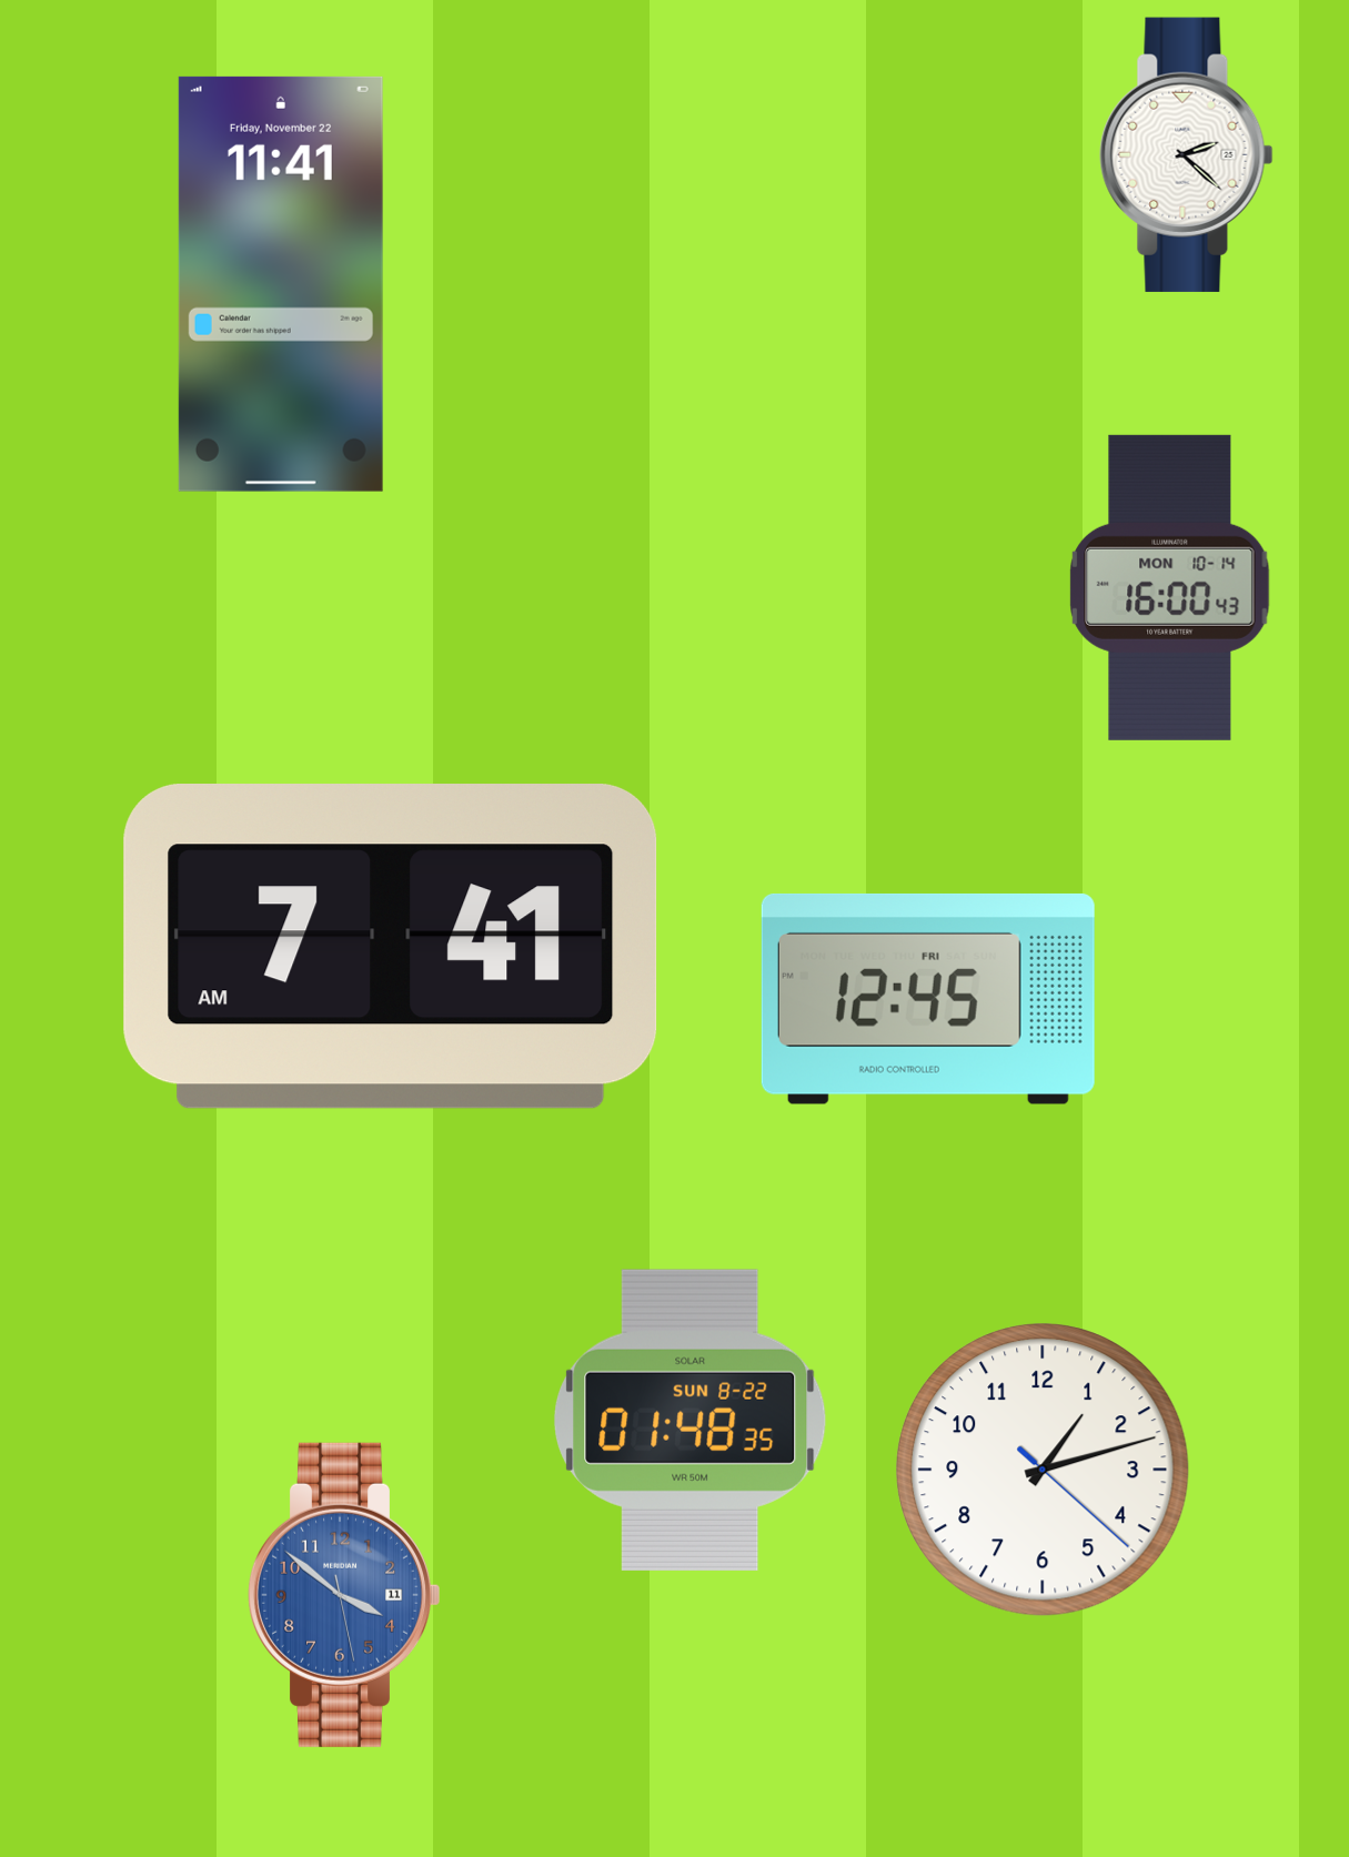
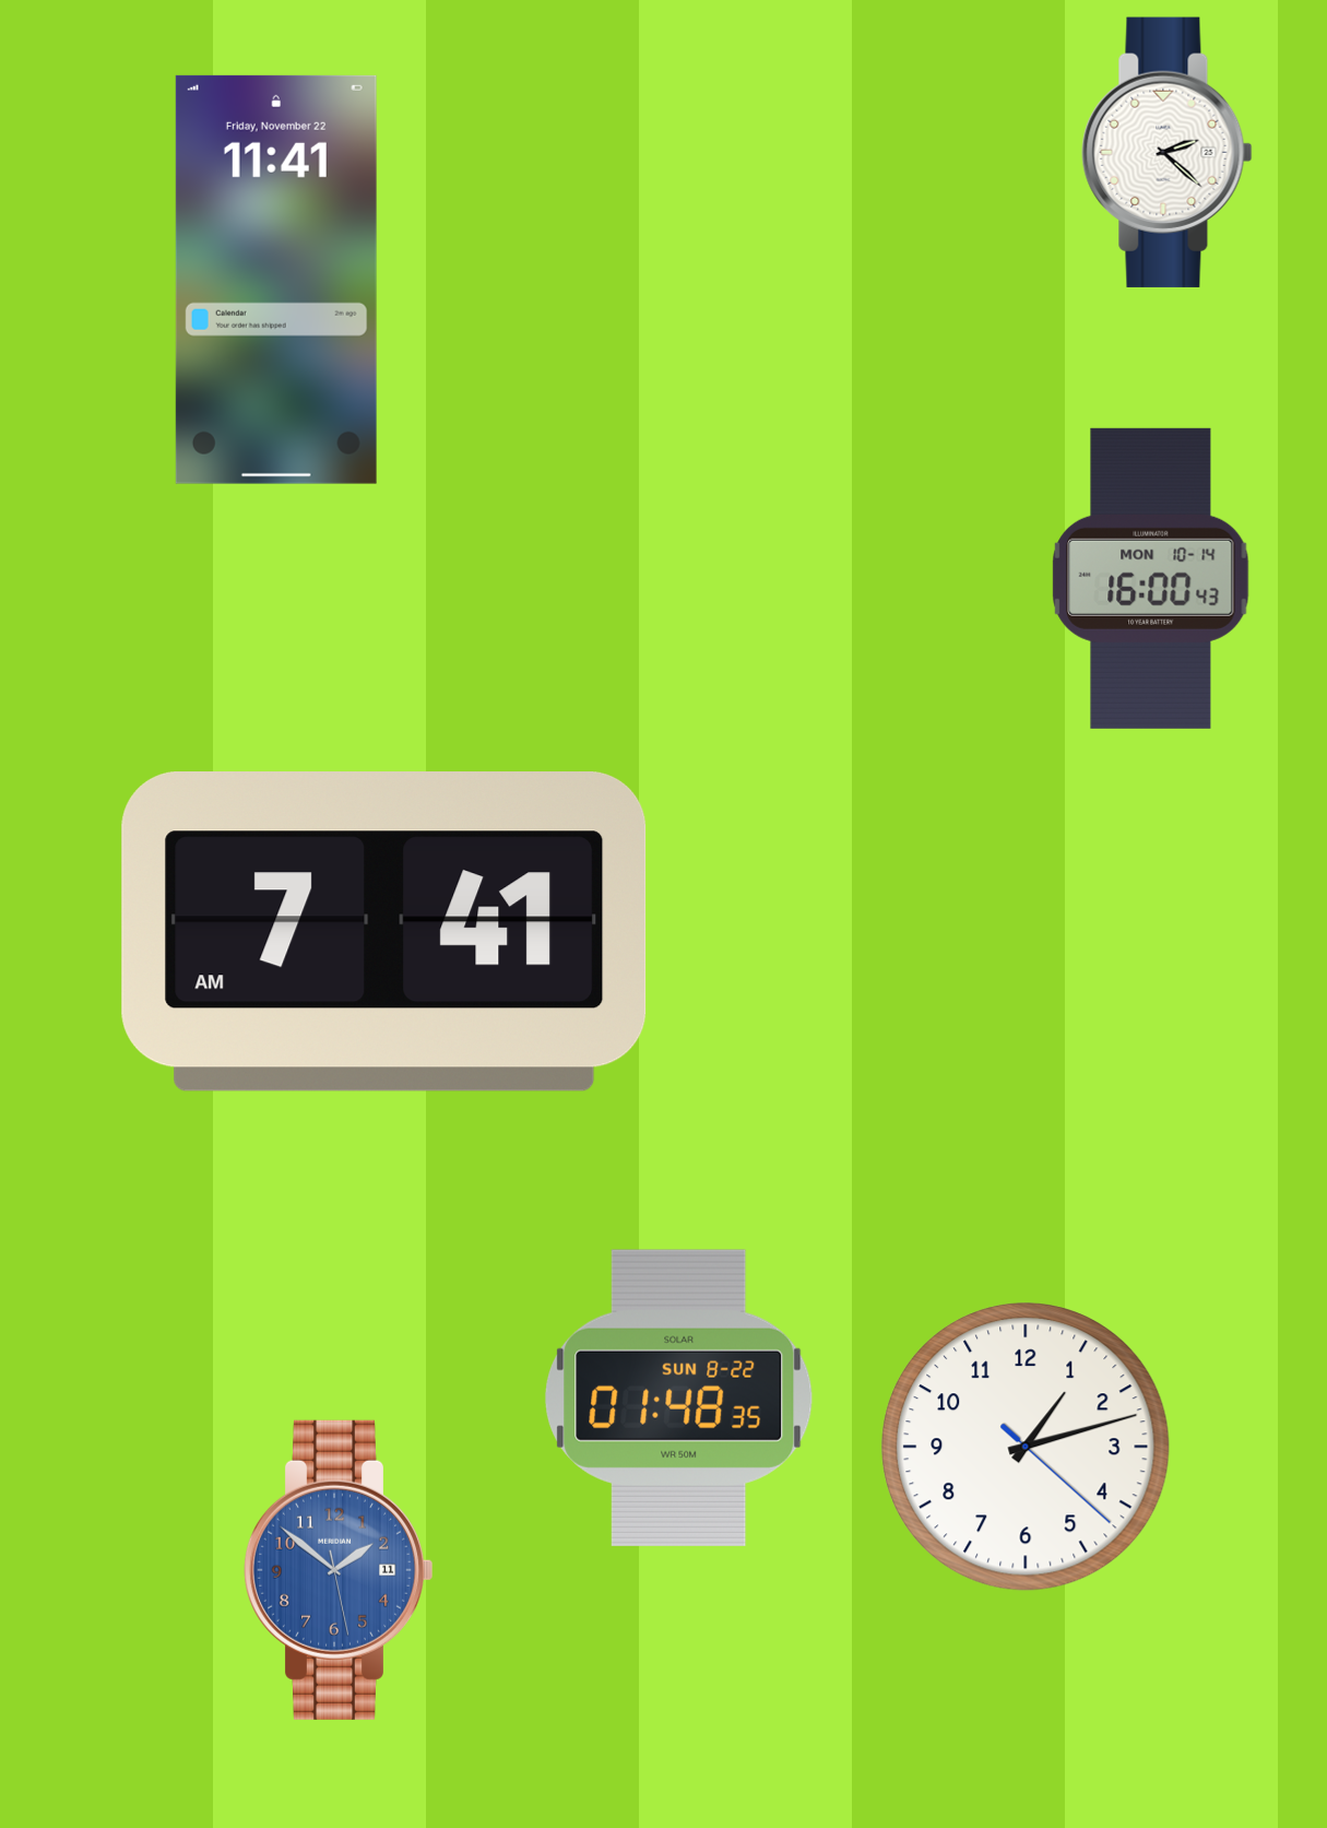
clock at (928, 999): 12:45 -> none
clock at (343, 1595): 3:51 -> 1:51
